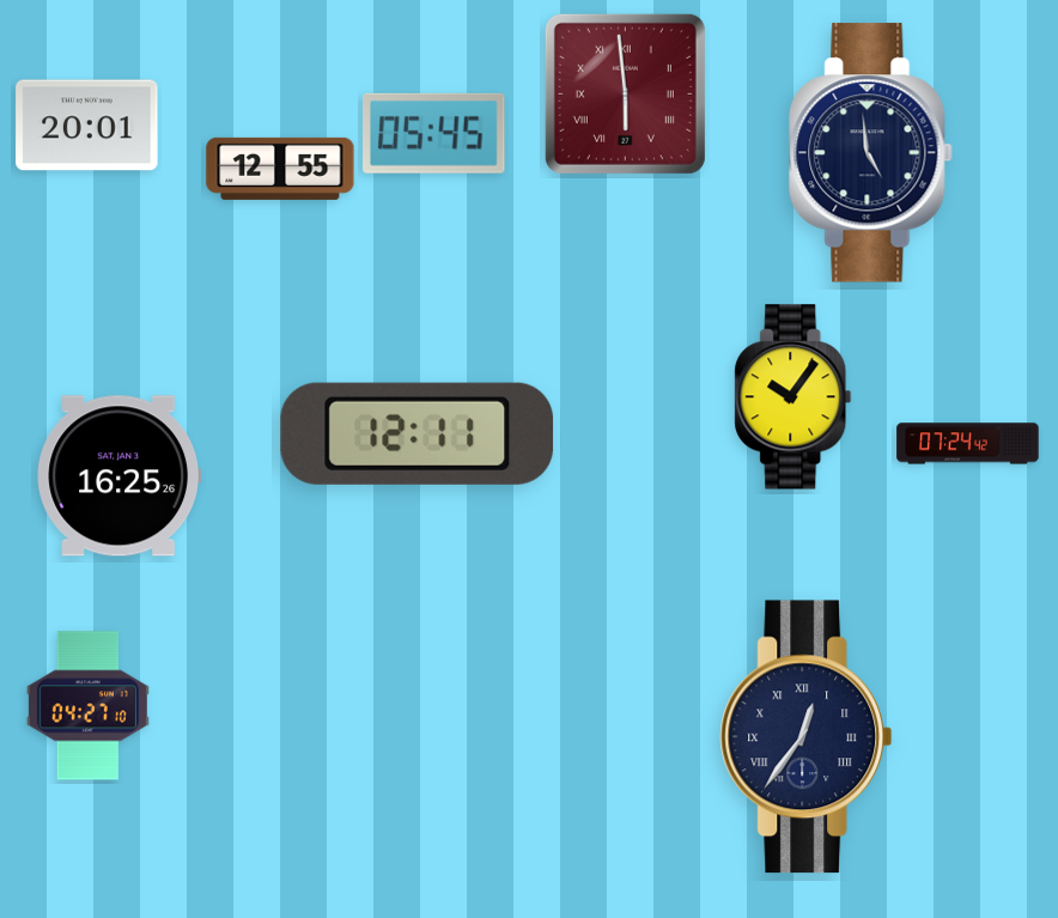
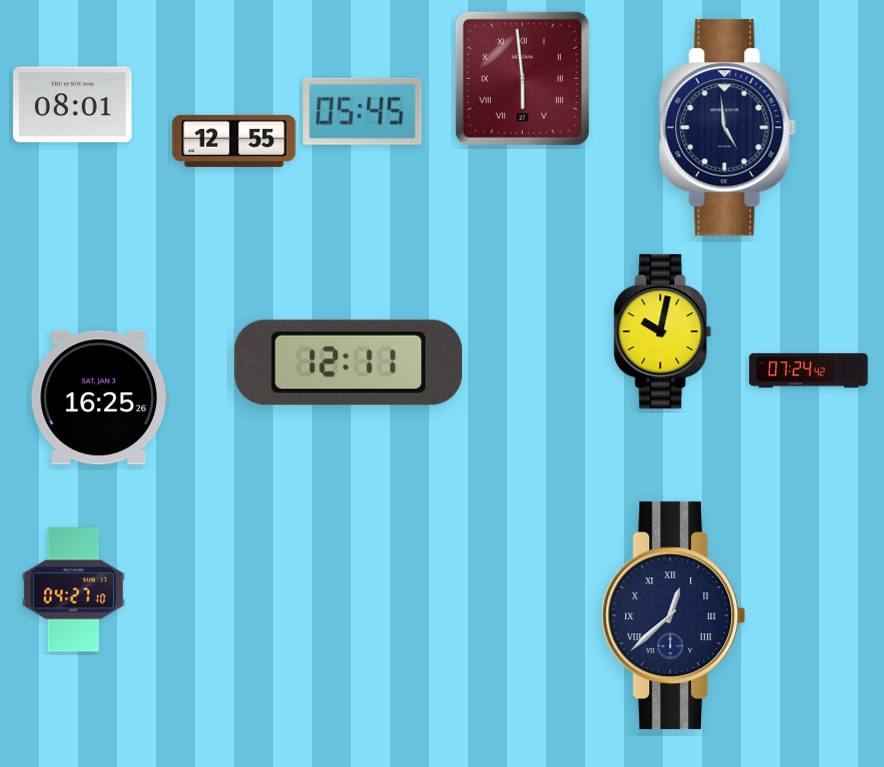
clock at (87, 126): 20:01 -> 08:01
clock at (793, 397): 10:06 -> 10:02
clock at (807, 737): 12:36 -> 12:38
